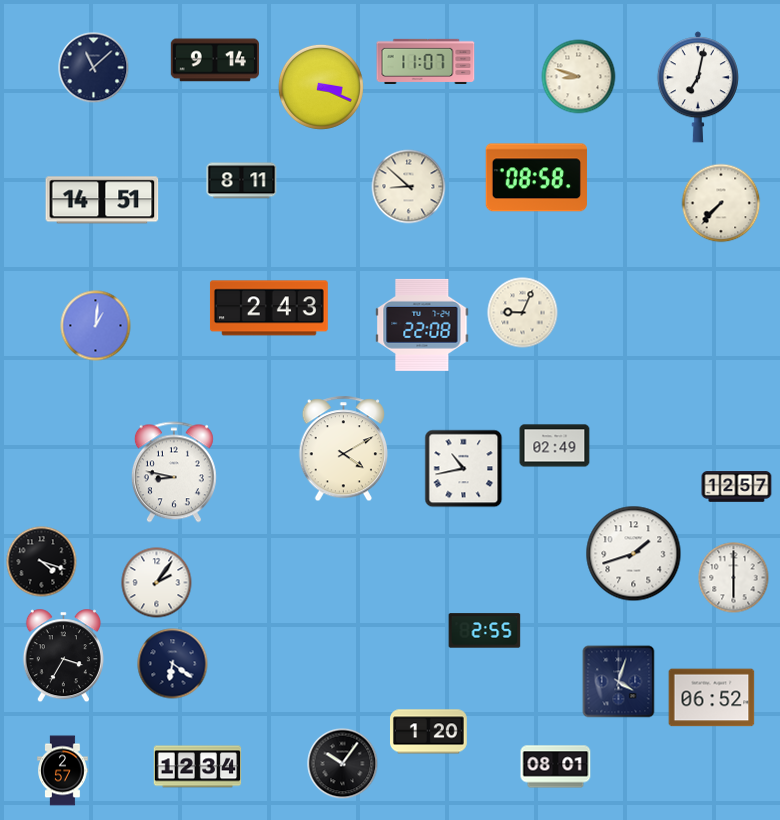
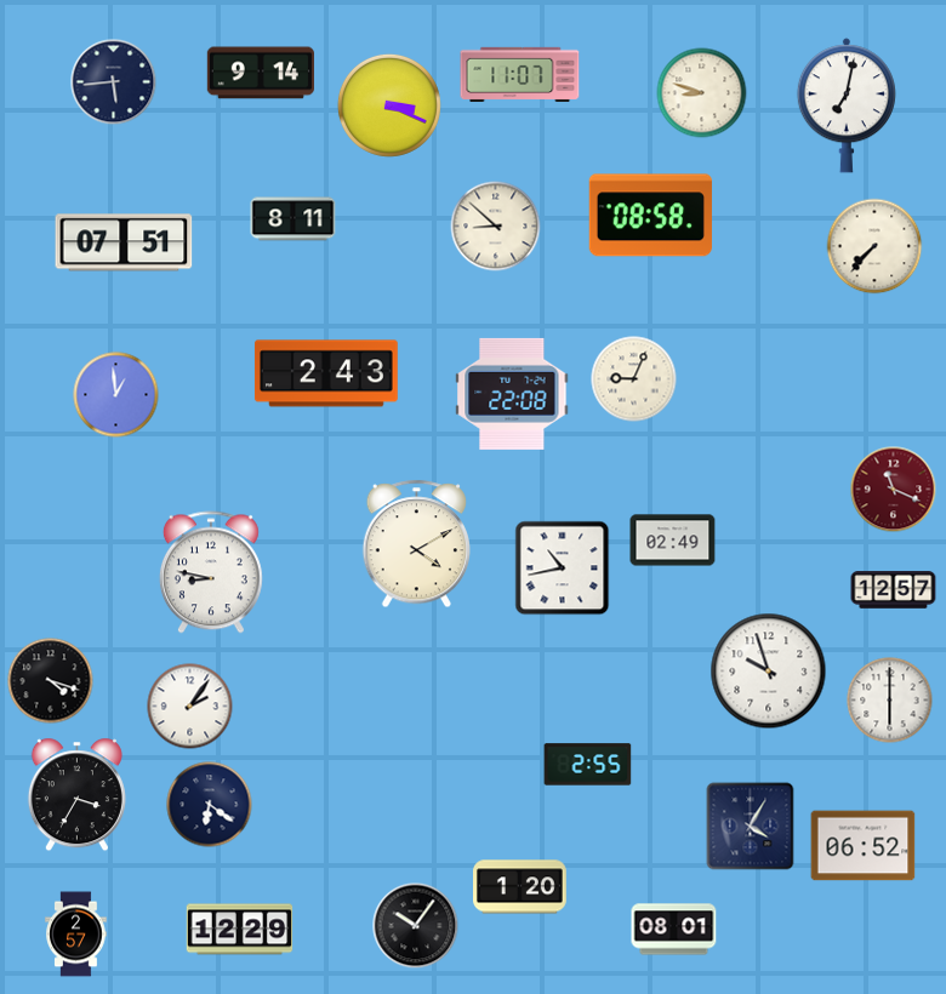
clock at (426, 61) position: (426, 61) -> (520, 74)
clock at (94, 68): 11:08 -> 5:44
clock at (102, 200): 14:51 -> 07:51
clock at (96, 326): 1:01 -> 12:59
clock at (894, 490): none -> 11:19
clock at (634, 554): 1:42 -> 9:57
clock at (619, 682): 4:03 -> 4:05
clock at (198, 767): 12:34 -> 12:29
